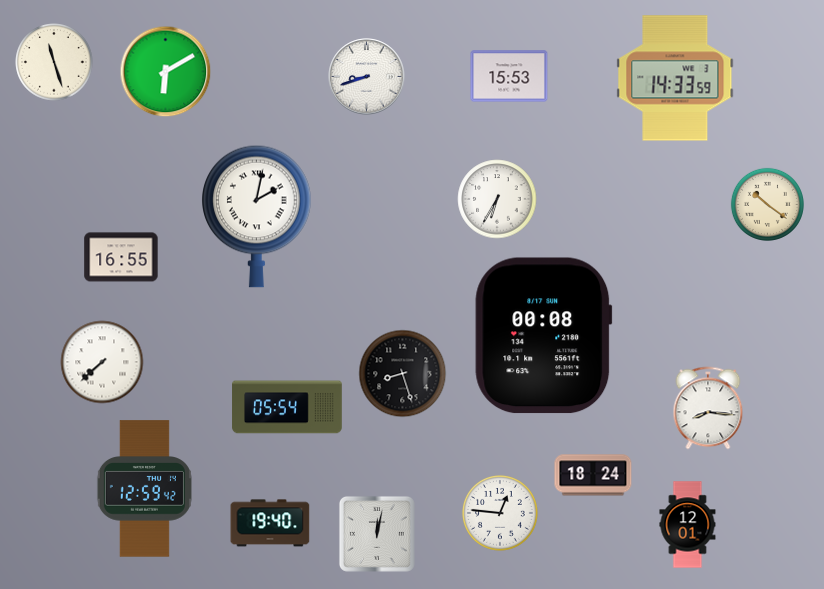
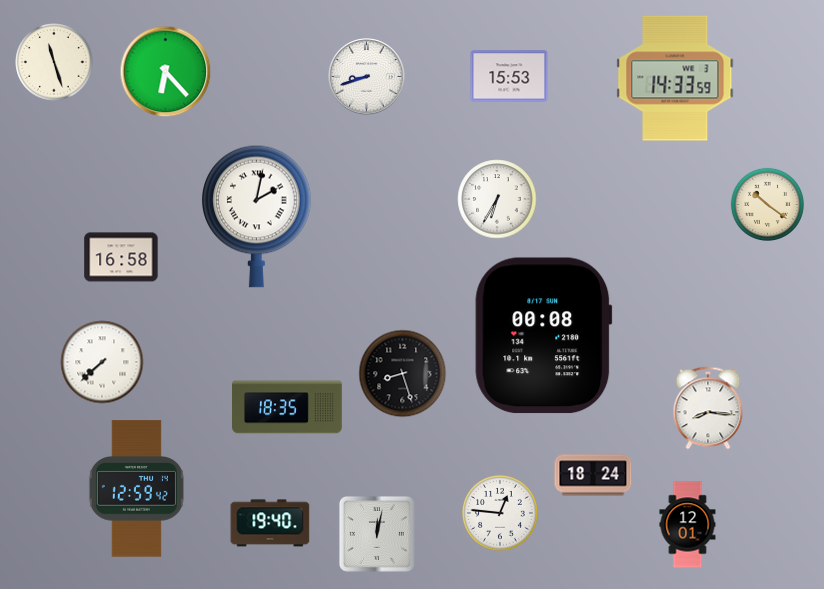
clock at (166, 72): 6:10 -> 6:23
clock at (121, 257): 16:55 -> 16:58
clock at (287, 407): 05:54 -> 18:35
clock at (144, 489) position: (144, 489) -> (136, 489)
